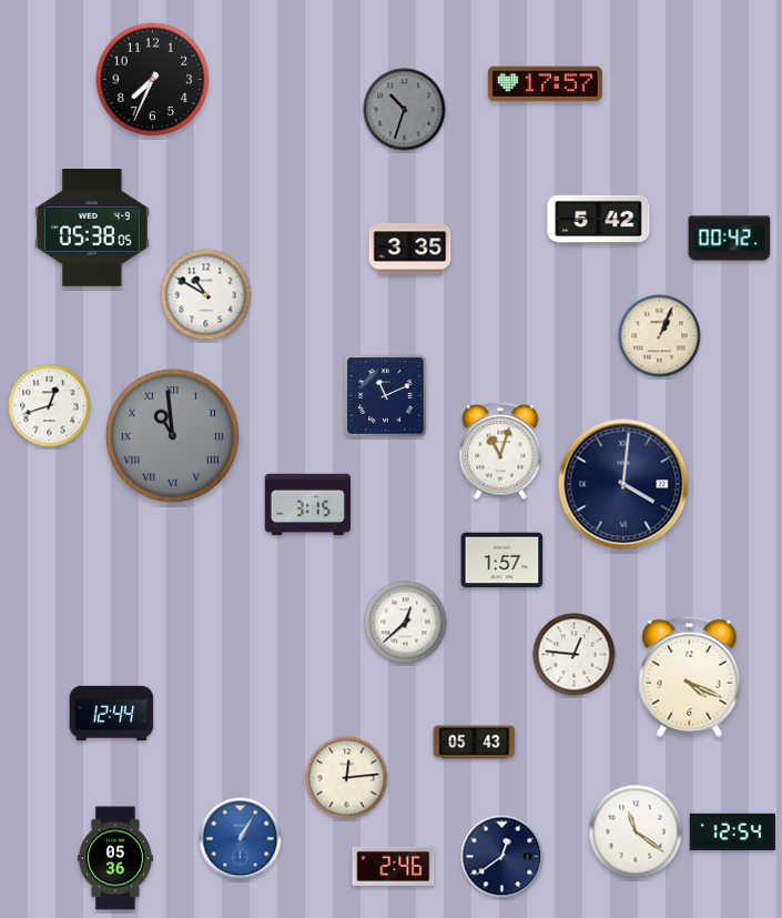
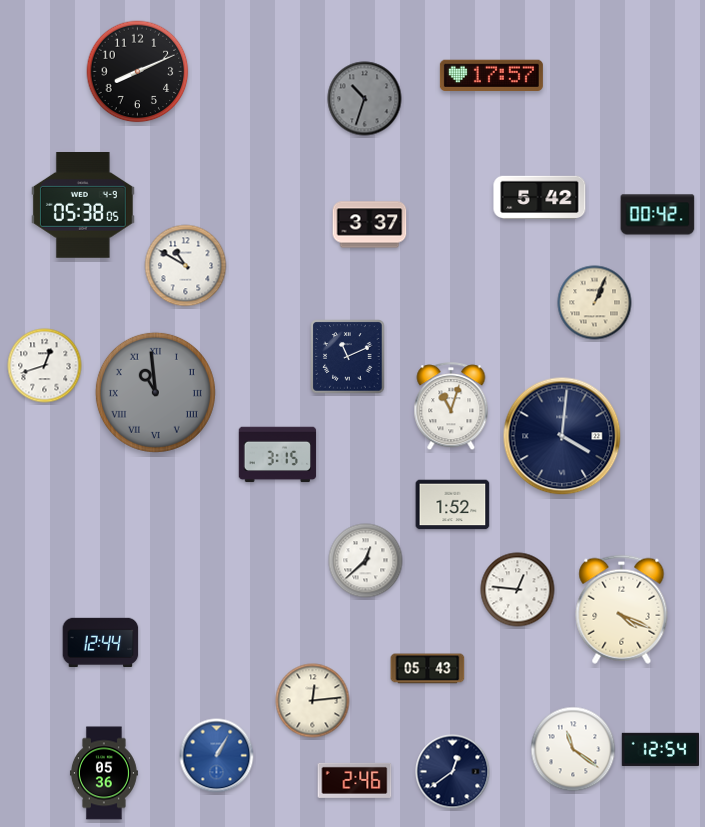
clock at (153, 80): 7:34 -> 8:11
clock at (410, 250): 3:35 -> 3:37
clock at (502, 561): 1:57 -> 1:52
